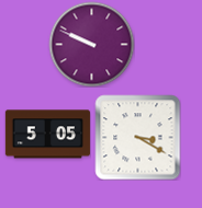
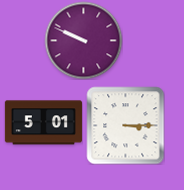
clock at (47, 135): 5:05 -> 5:01
clock at (137, 137): 3:20 -> 3:15
